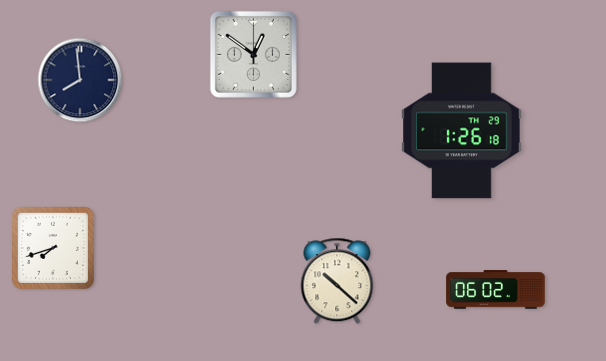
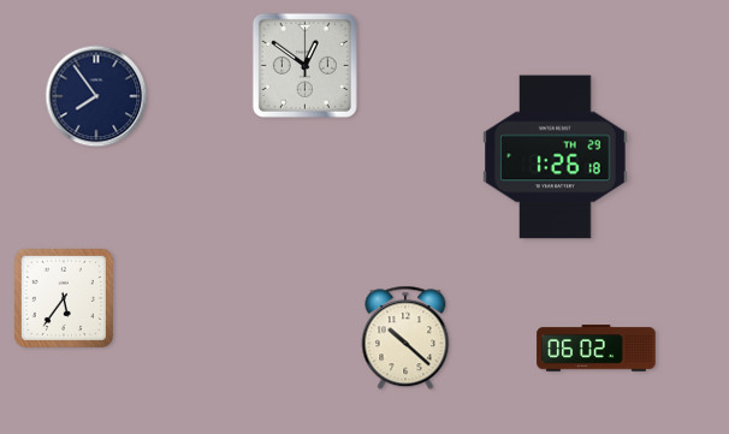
clock at (80, 80): 7:59 -> 7:54
clock at (53, 248): 7:42 -> 5:36
